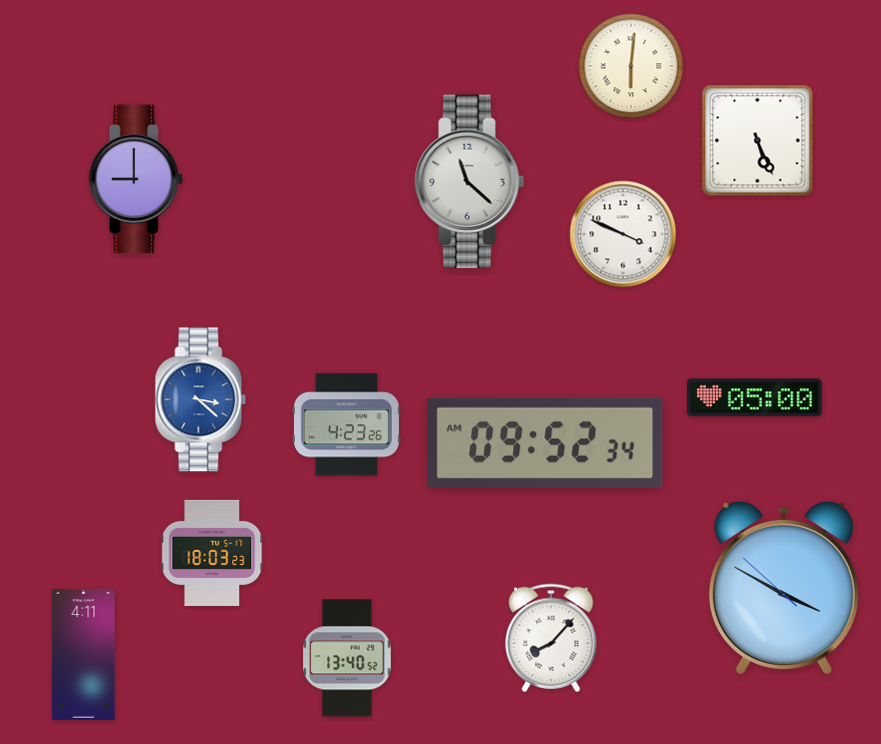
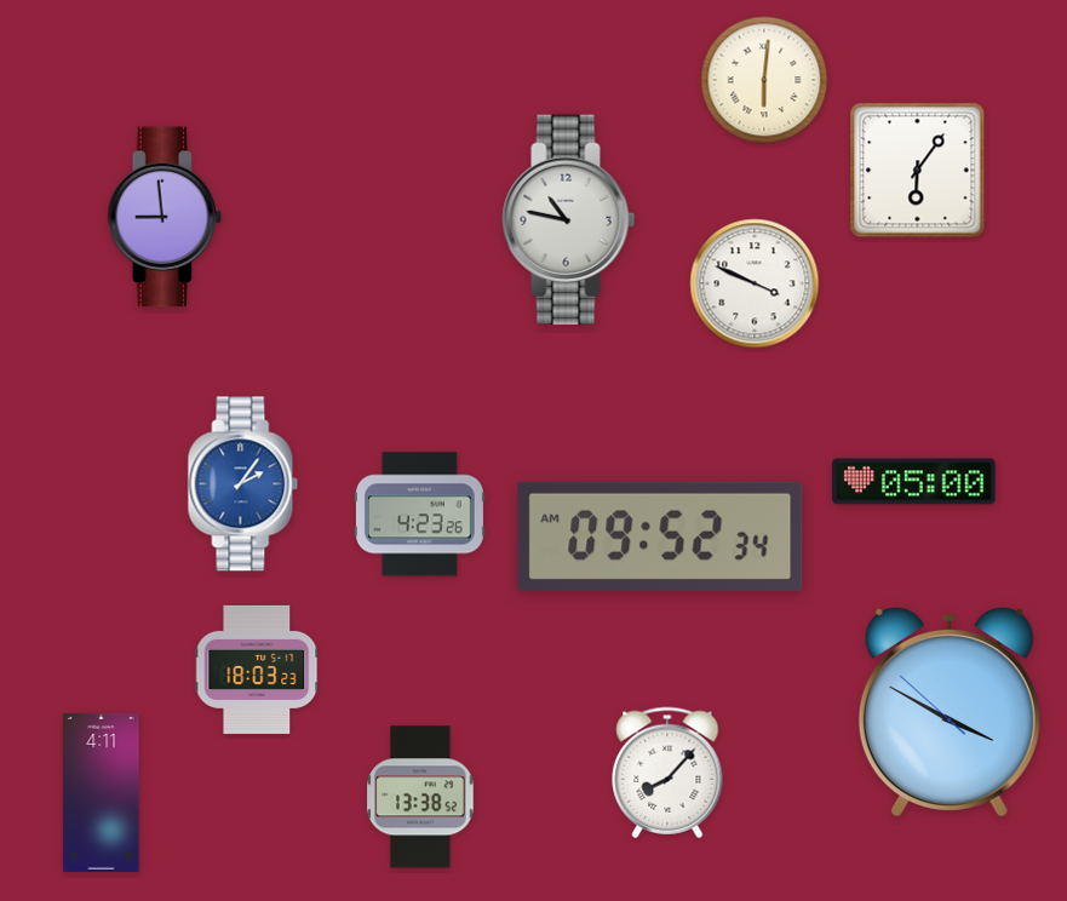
clock at (758, 141): 5:26 -> 6:06
clock at (135, 179): 9:00 -> 8:59
clock at (470, 182): 11:22 -> 10:47
clock at (201, 400): 3:22 -> 2:06
clock at (347, 658): 13:40 -> 13:38
